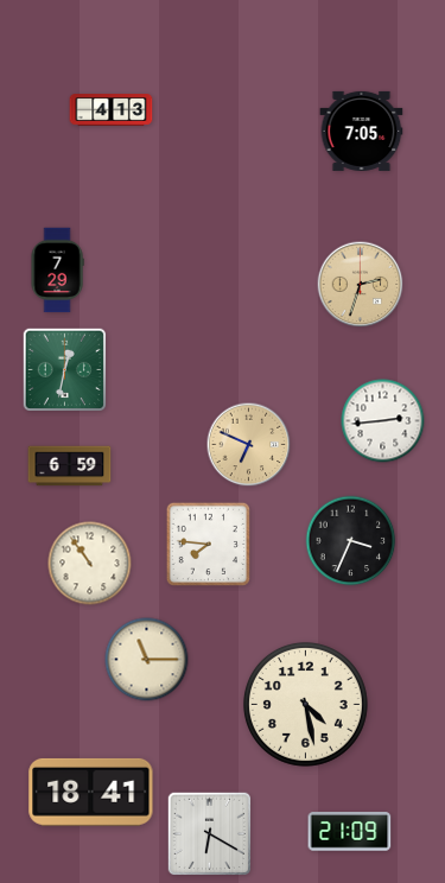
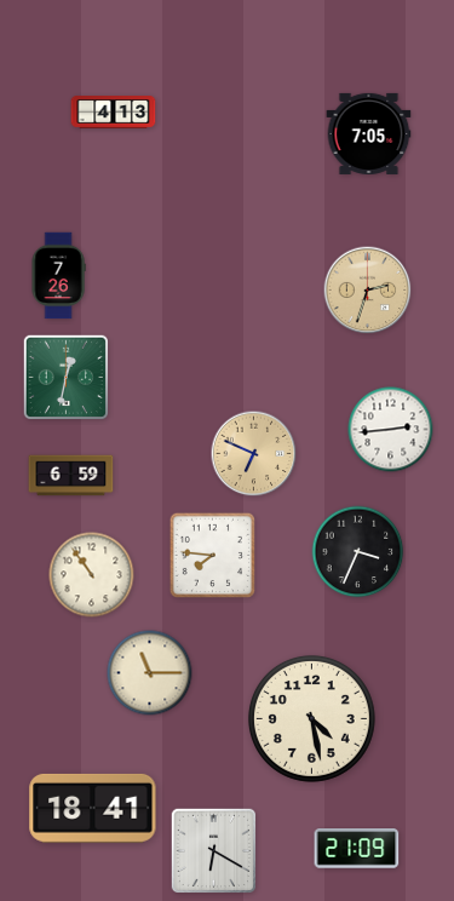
clock at (57, 271): 7:29 -> 7:26
